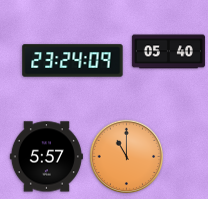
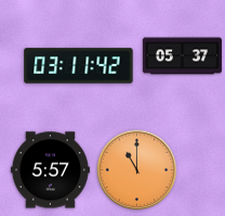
clock at (168, 52): 05:40 -> 05:37
clock at (73, 61): 23:24 -> 03:11
